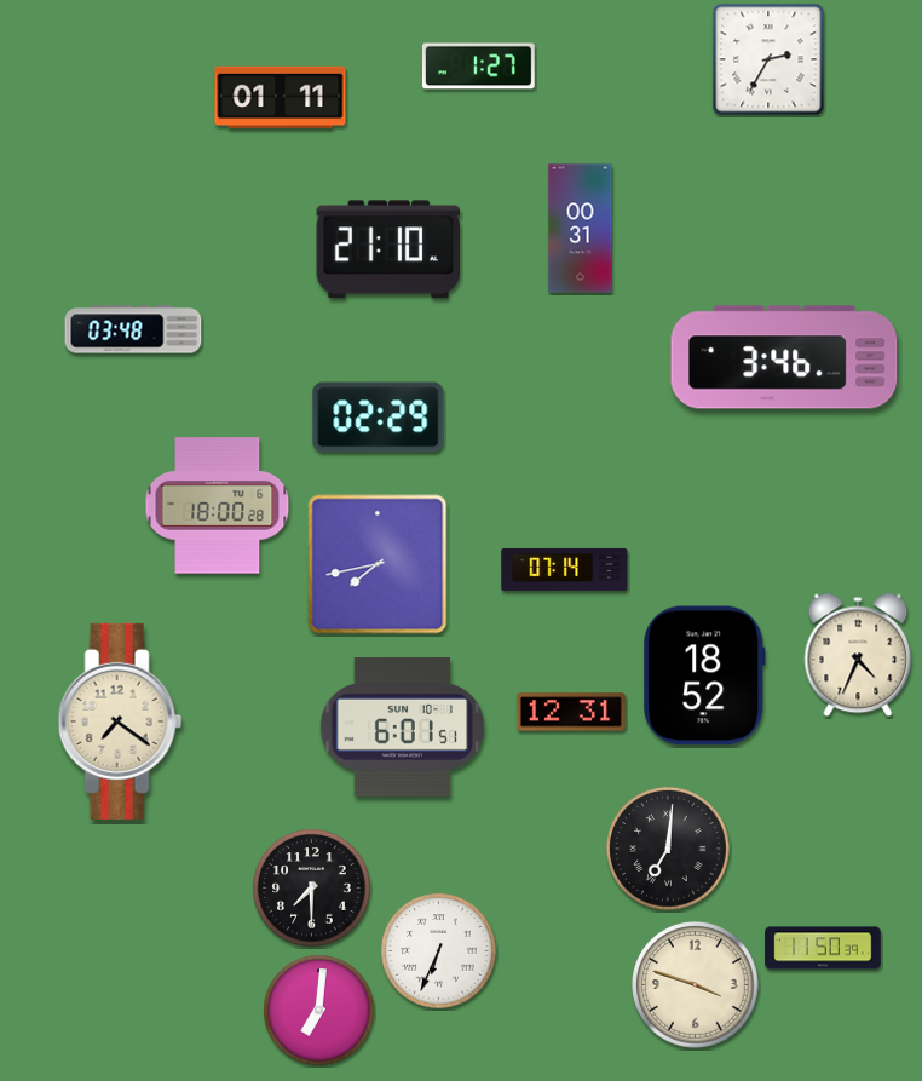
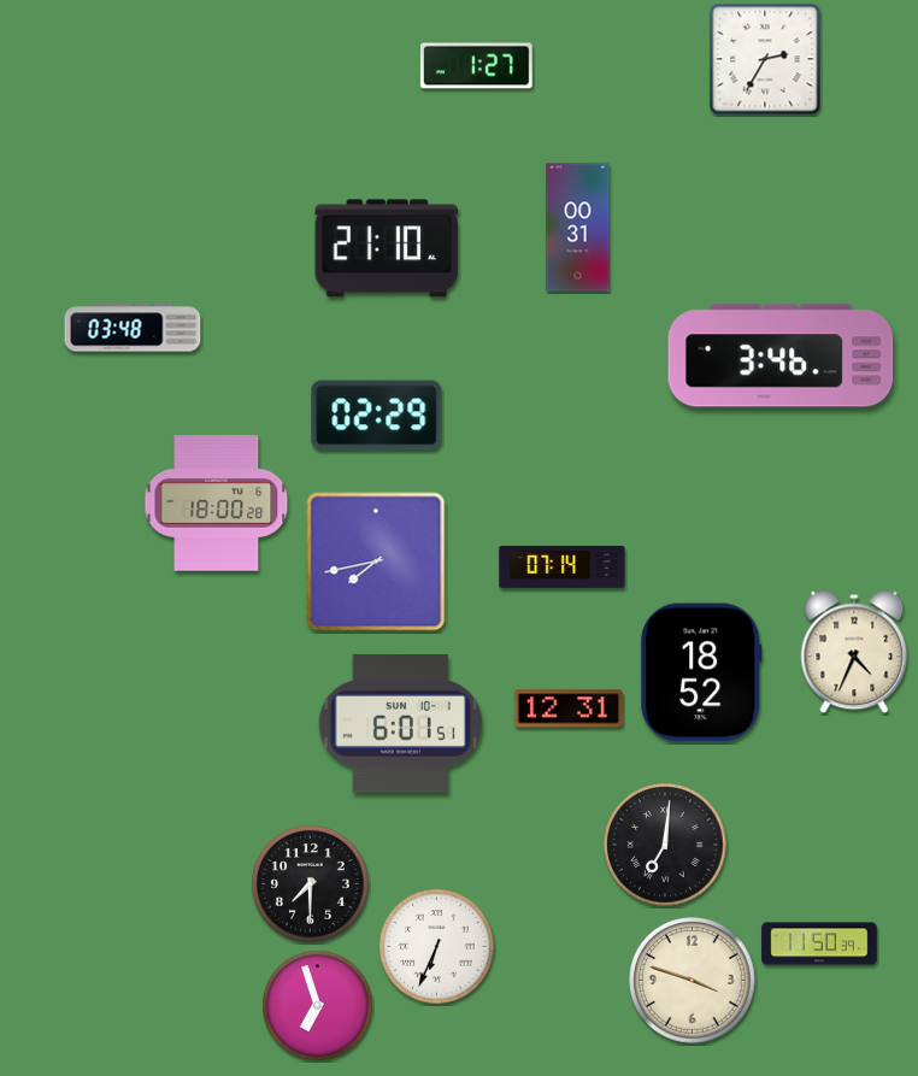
clock at (281, 98): 01:11 -> none
clock at (120, 721): 7:21 -> none
clock at (319, 1011): 7:01 -> 6:57
